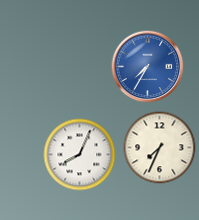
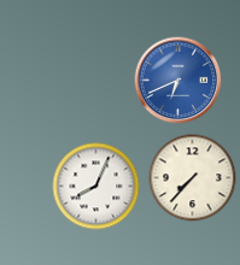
clock at (148, 67): 7:35 -> 6:41
clock at (160, 148): 7:34 -> 7:37
